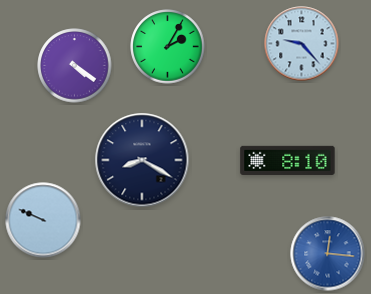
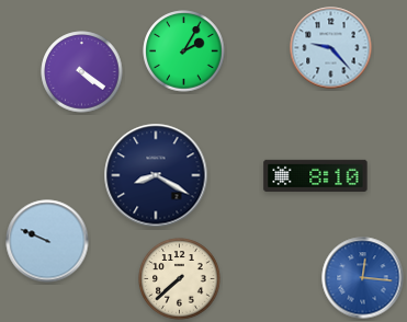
clock at (328, 254) position: (328, 254) -> (363, 278)
clock at (180, 279): none -> 7:38
